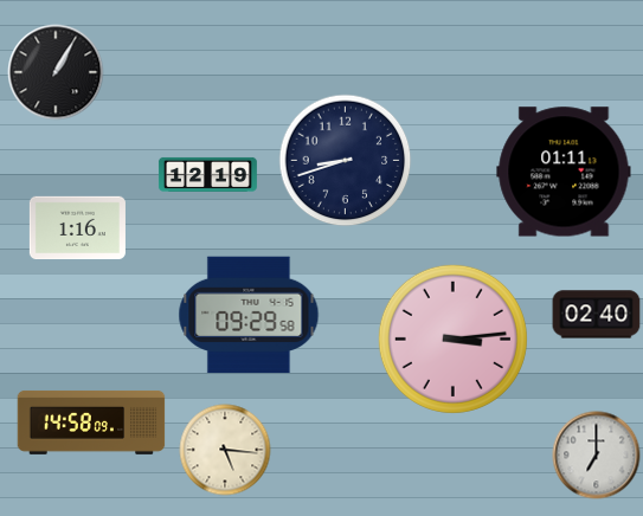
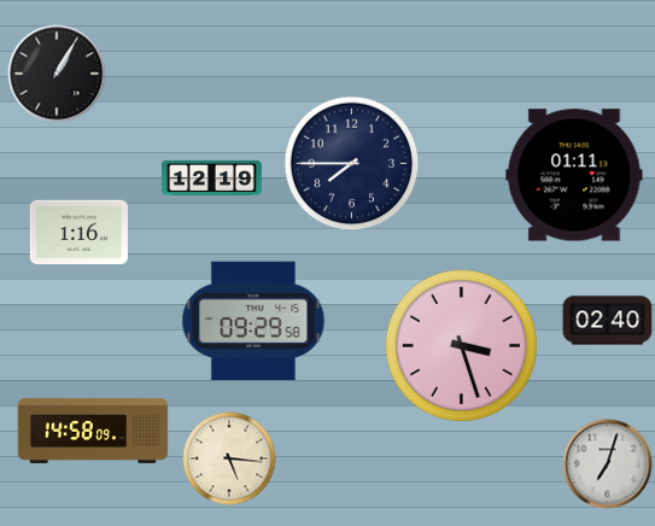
clock at (346, 161): 8:42 -> 7:45
clock at (452, 338): 3:14 -> 3:27
clock at (597, 456): 7:00 -> 7:03
